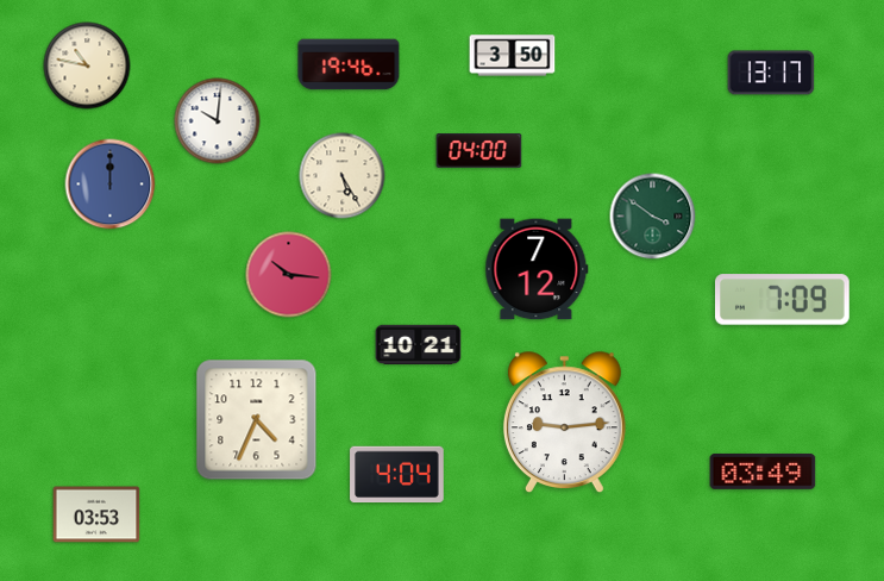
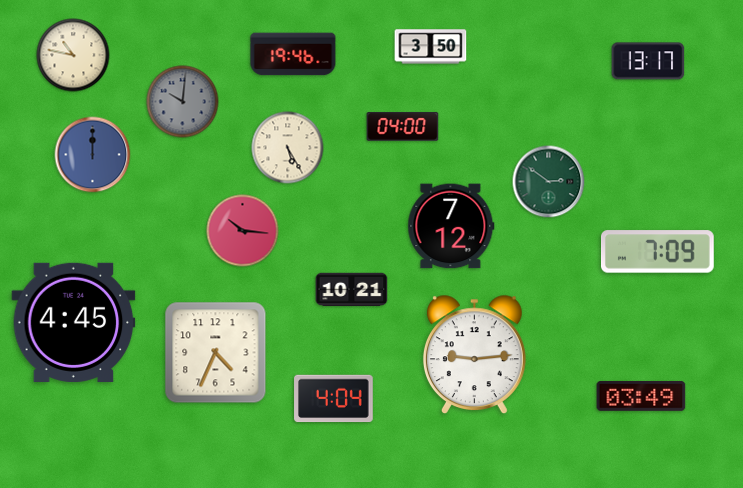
clock at (218, 121) dial: white -> grey
clock at (653, 217): 3:51 -> 2:51
clock at (74, 322): none -> 4:45
clock at (96, 514): 03:53 -> none
